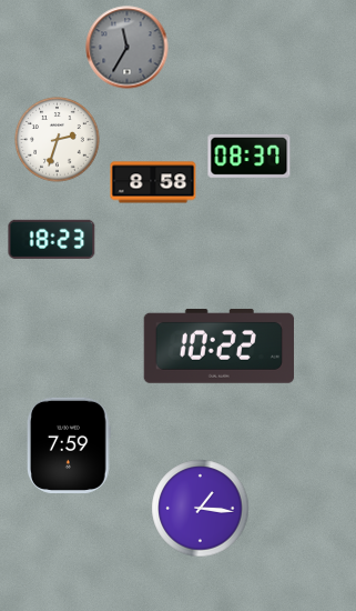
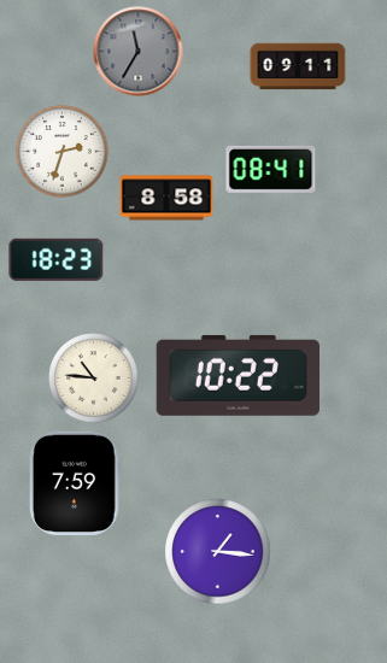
clock at (298, 66): none -> 09:11
clock at (250, 156): 08:37 -> 08:41
clock at (94, 379): none -> 10:46
